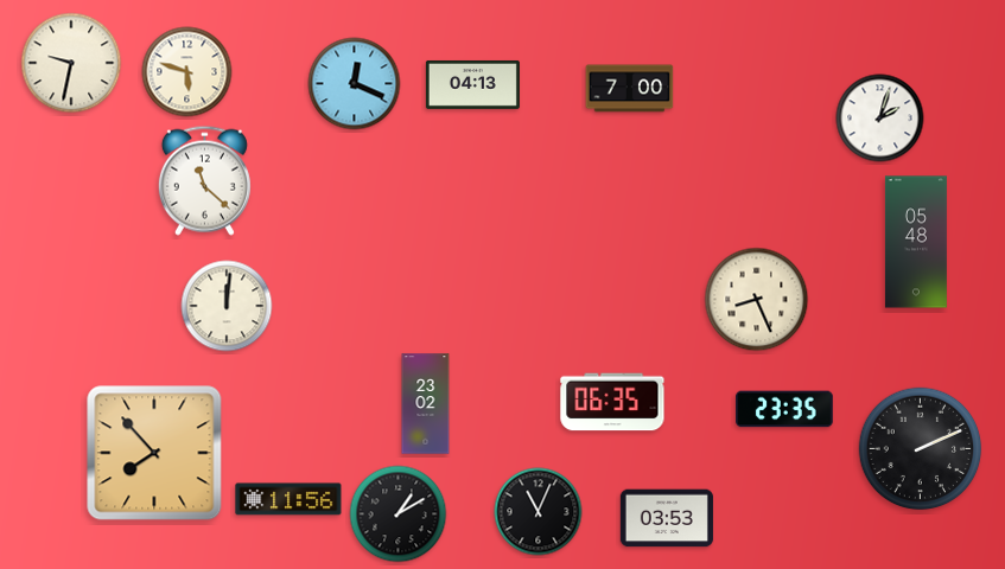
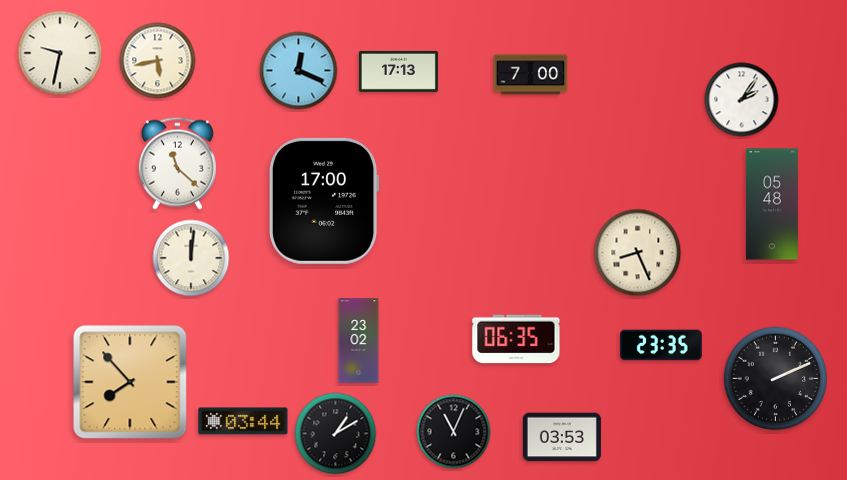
clock at (187, 72): 5:48 -> 5:43
clock at (472, 84): 04:13 -> 17:13
clock at (880, 119): 2:03 -> 2:06
clock at (204, 180) position: (204, 180) -> (177, 163)
clock at (324, 201): none -> 17:00
clock at (288, 499): 11:56 -> 03:44
